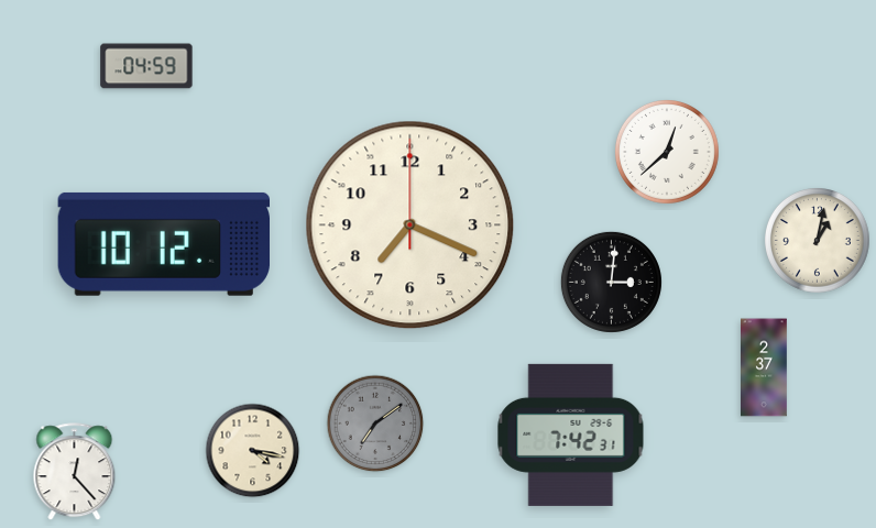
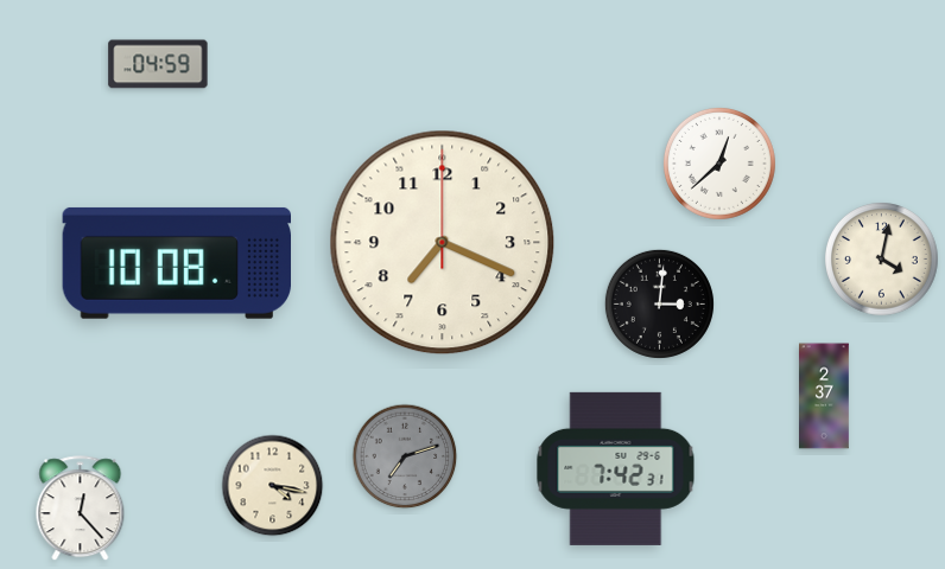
clock at (146, 66) position: (146, 66) -> (158, 64)
clock at (818, 241): 1:02 -> 4:02
clock at (163, 244): 10:12 -> 10:08
clock at (375, 424): 7:09 -> 7:12
